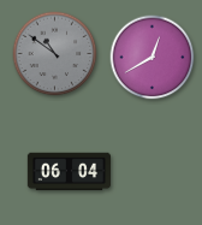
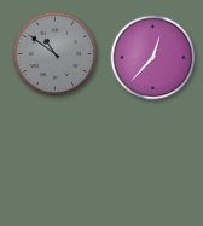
clock at (153, 58): 12:40 -> 12:37
clock at (70, 172): 06:04 -> none
